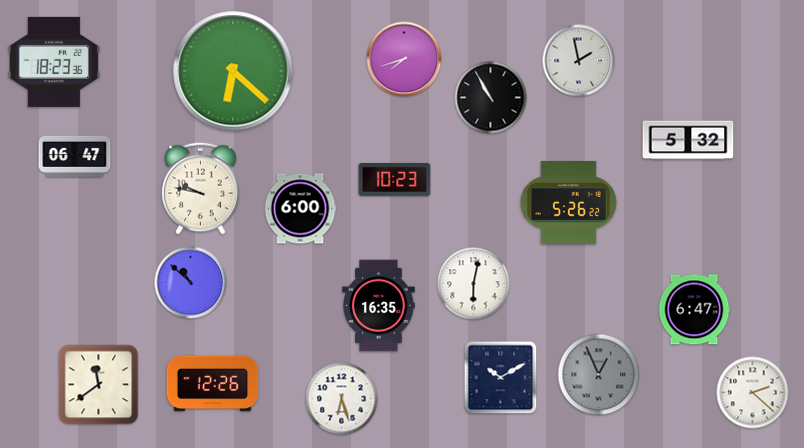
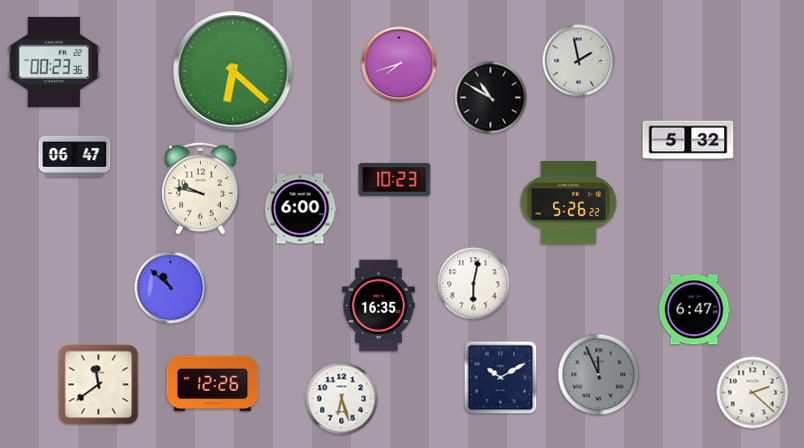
clock at (404, 59) position: (404, 59) -> (399, 64)
clock at (54, 62): 18:23 -> 00:23
clock at (491, 98): 10:55 -> 10:50
clock at (191, 283) position: (191, 283) -> (171, 288)
clock at (599, 375): 12:56 -> 11:56
